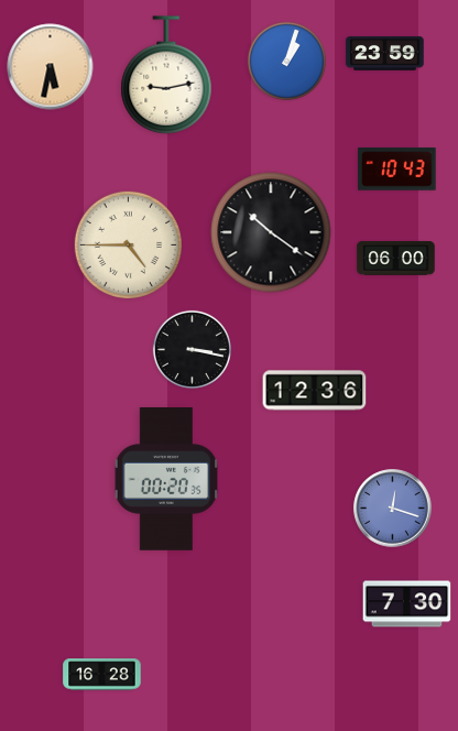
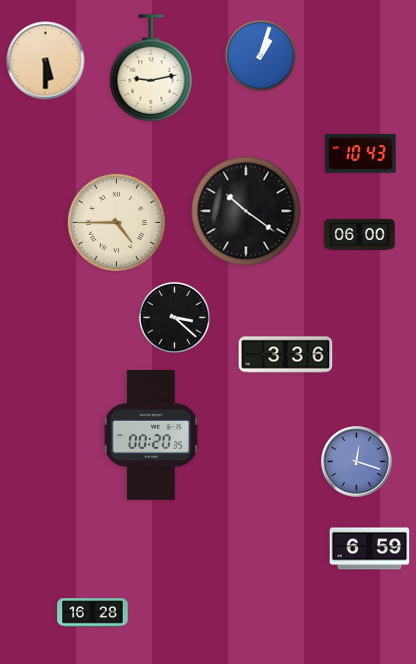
clock at (385, 54): 23:59 -> none
clock at (51, 67): 5:32 -> 5:30
clock at (192, 349): 3:17 -> 3:22
clock at (315, 391): 12:36 -> 3:36
clock at (407, 604): 7:30 -> 6:59
